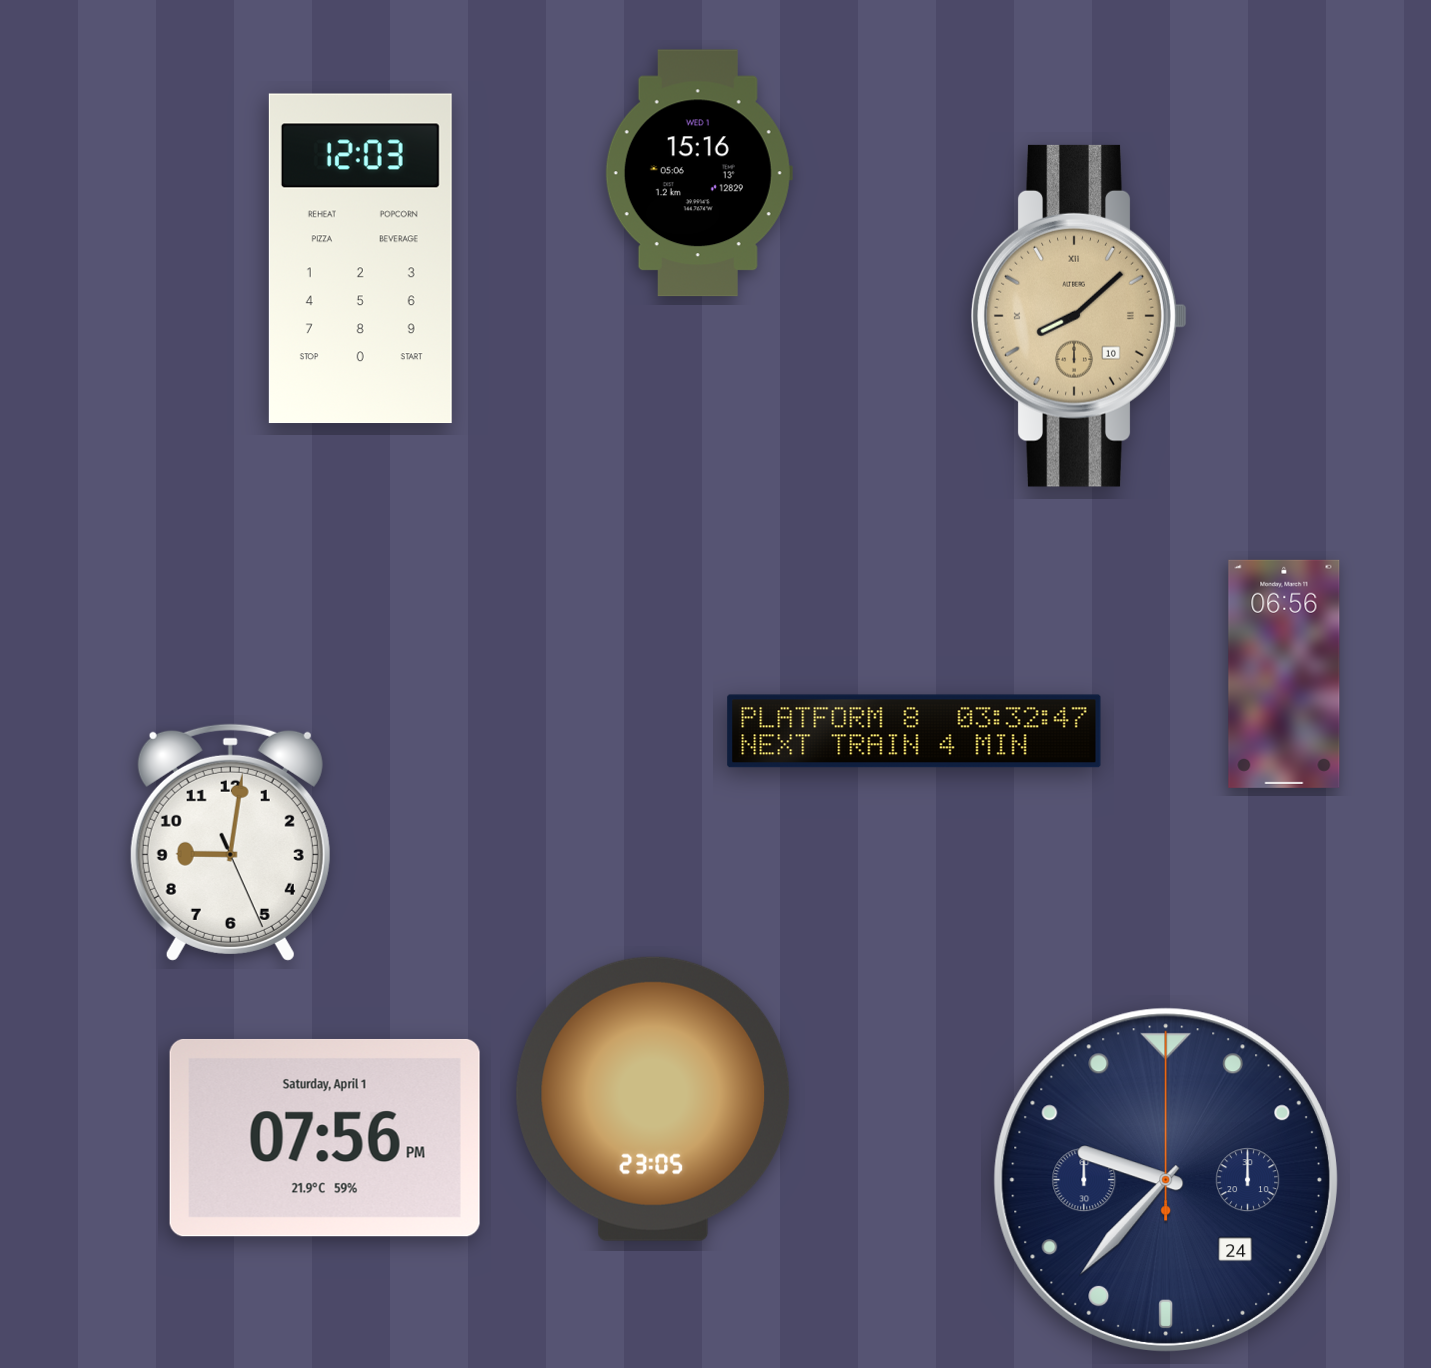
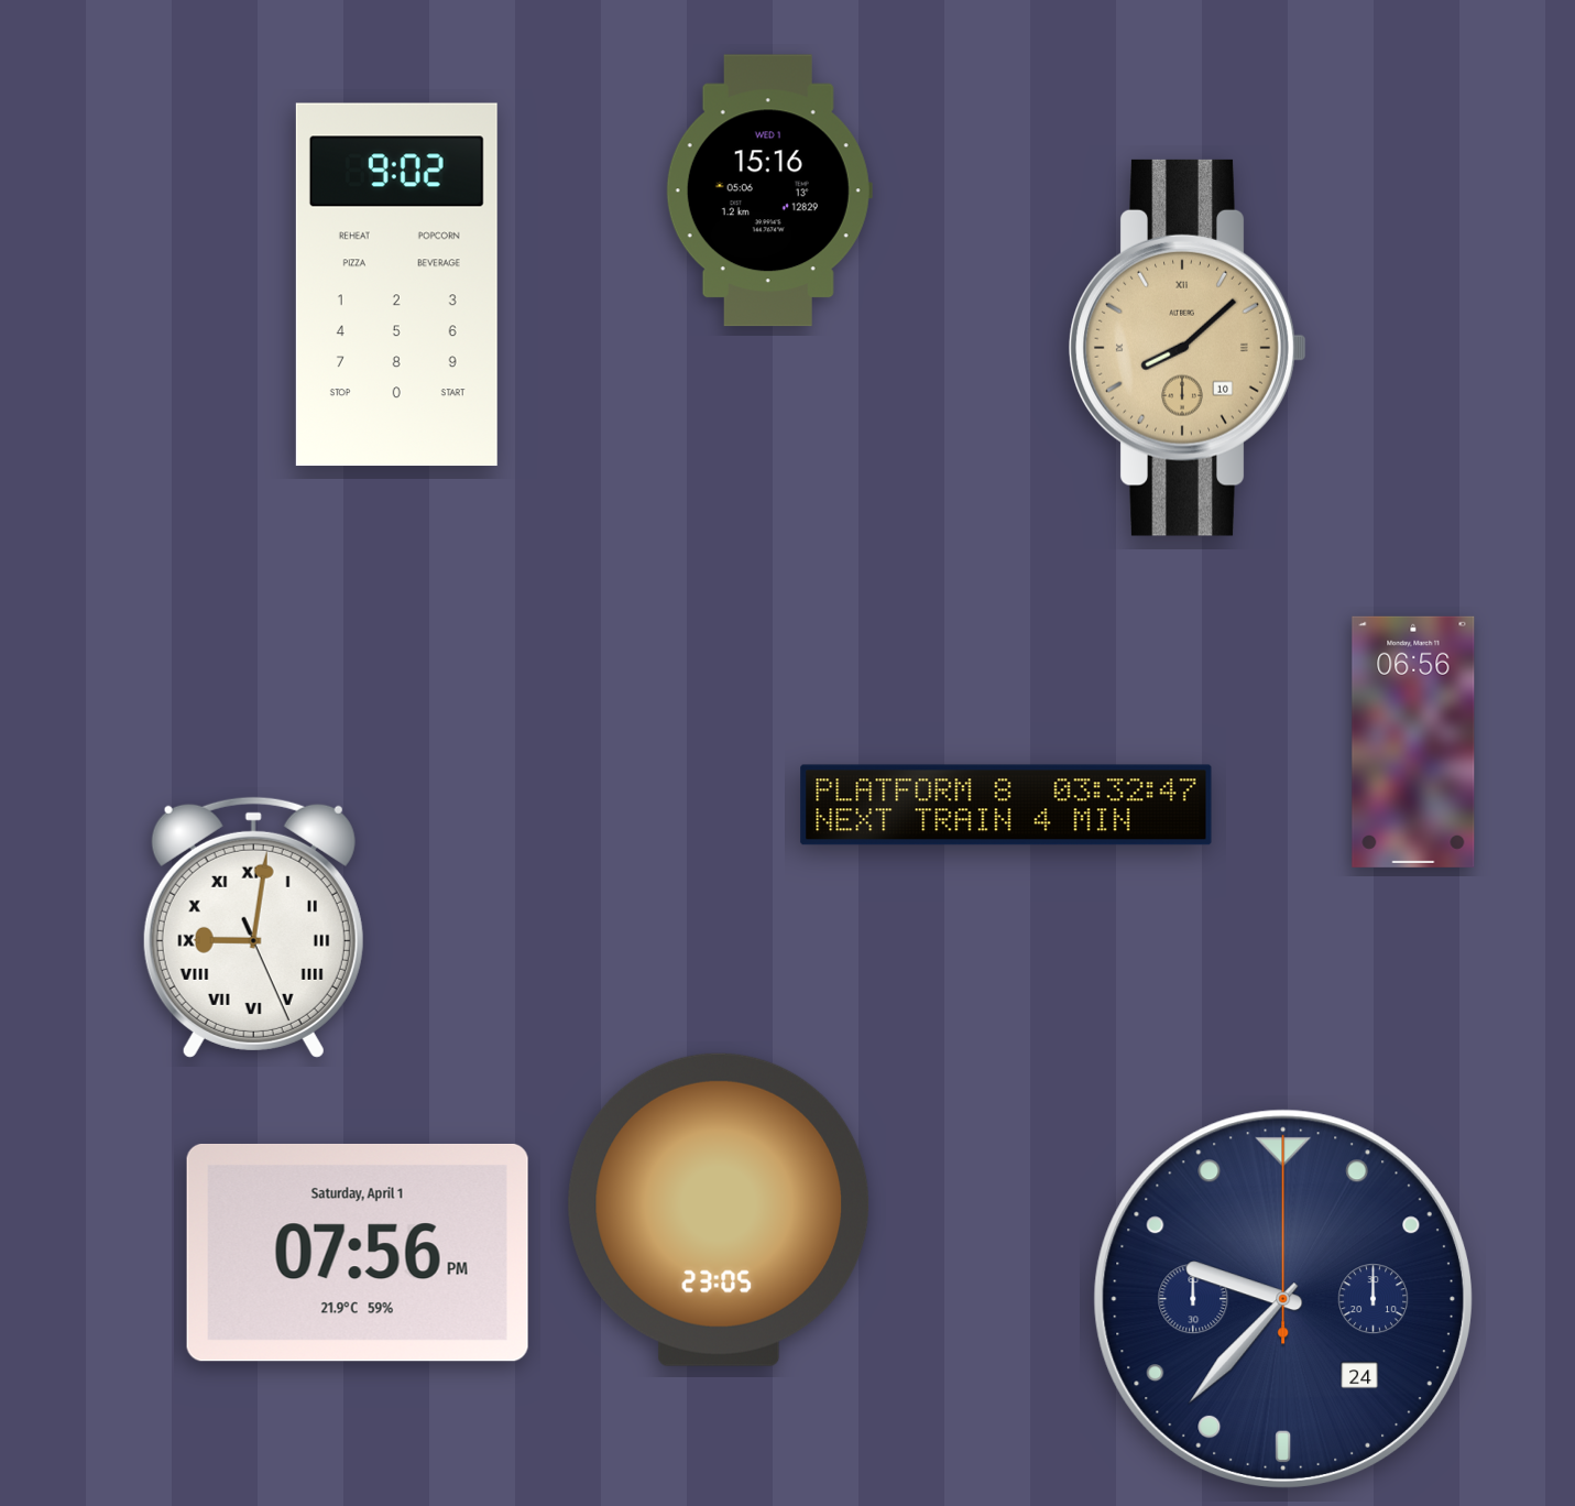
clock at (360, 259): 12:03 -> 9:02
clock at (230, 842) numerals: Arabic -> Roman
